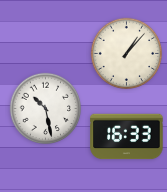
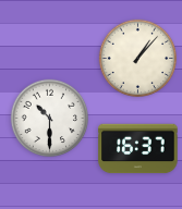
clock at (46, 109): 10:28 -> 10:30
clock at (127, 137): 16:33 -> 16:37
